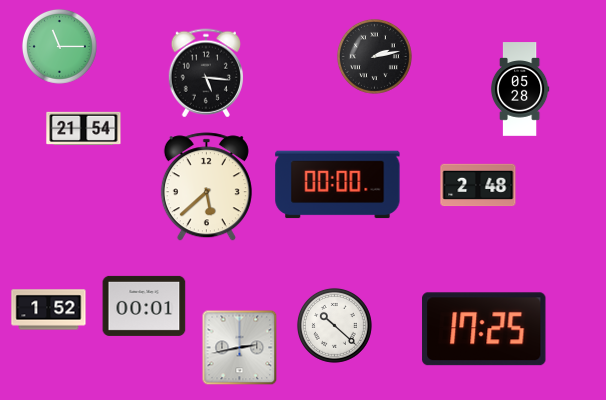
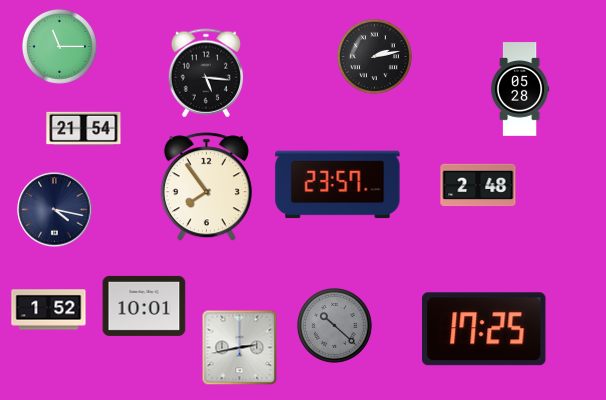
clock at (338, 185): 00:00 -> 23:57
clock at (206, 187): 5:38 -> 7:54
clock at (55, 210): none -> 4:17
clock at (144, 306): 00:01 -> 10:01
clock at (334, 325) dial: white -> grey
